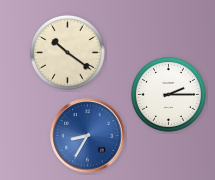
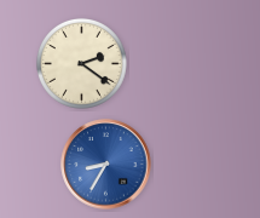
clock at (67, 52): 10:21 -> 2:21
clock at (168, 94): 2:15 -> none
